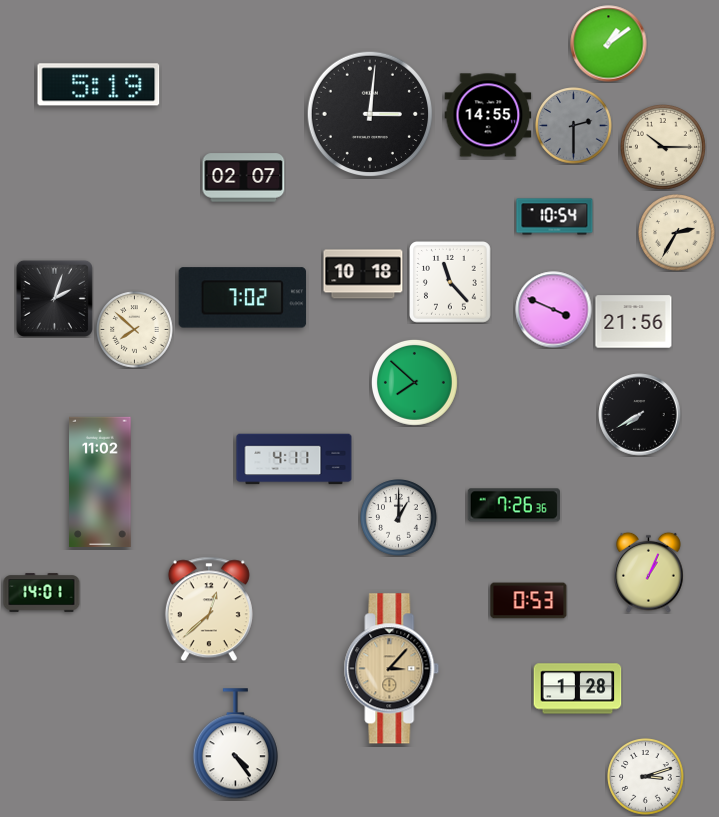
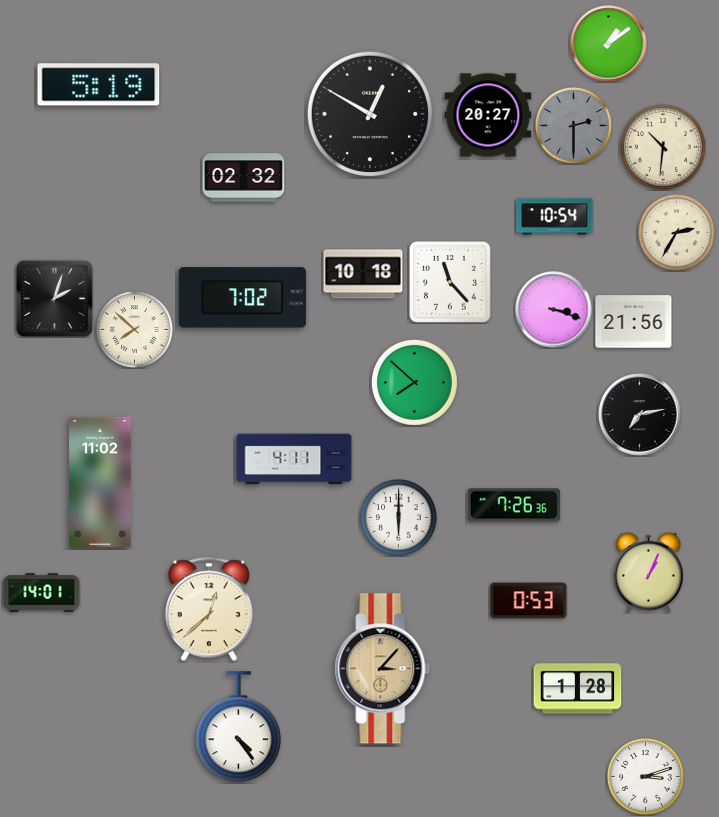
clock at (369, 113): 3:01 -> 12:50
clock at (488, 115): 14:55 -> 20:27
clock at (663, 147): 10:15 -> 10:31
clock at (244, 178): 02:07 -> 02:32
clock at (554, 310): 3:49 -> 3:18
clock at (640, 415): 7:40 -> 7:13
clock at (399, 518): 1:00 -> 6:00
clock at (392, 669) position: (392, 669) -> (383, 669)
clock at (235, 744) position: (235, 744) -> (238, 727)
